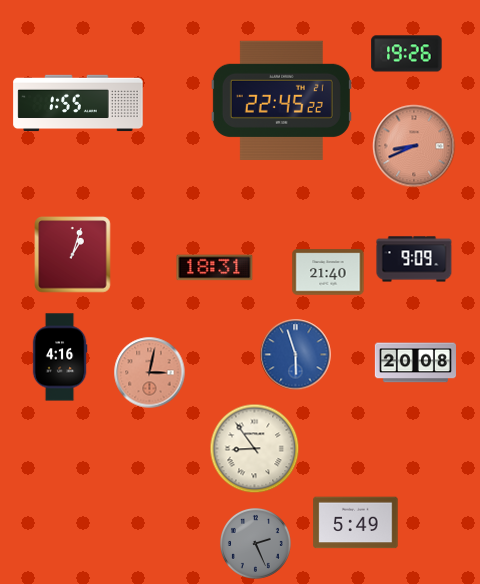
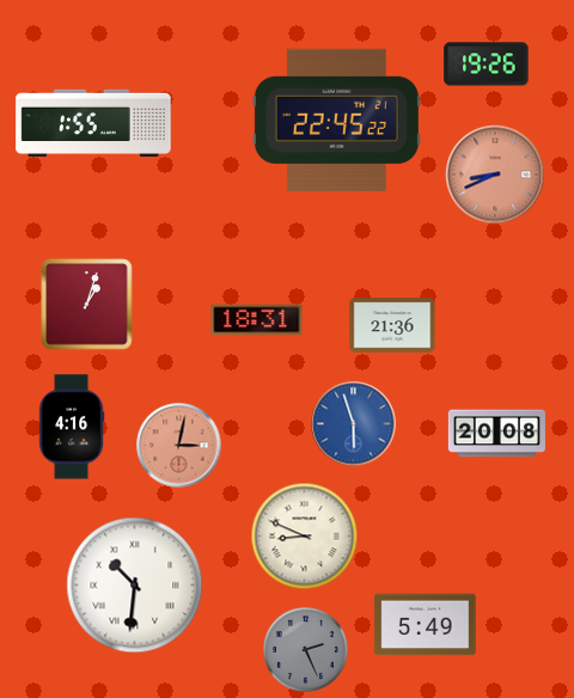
clock at (414, 259): 9:09 -> none
clock at (328, 272): 21:40 -> 21:36
clock at (255, 449): 8:54 -> 8:49
clock at (135, 586): none -> 10:31
